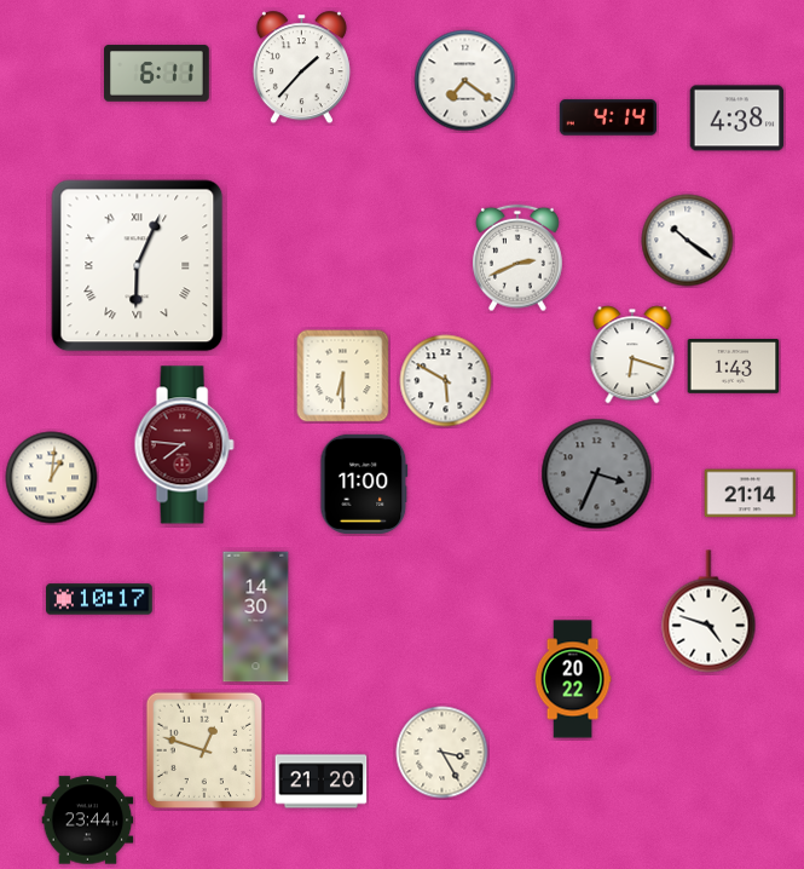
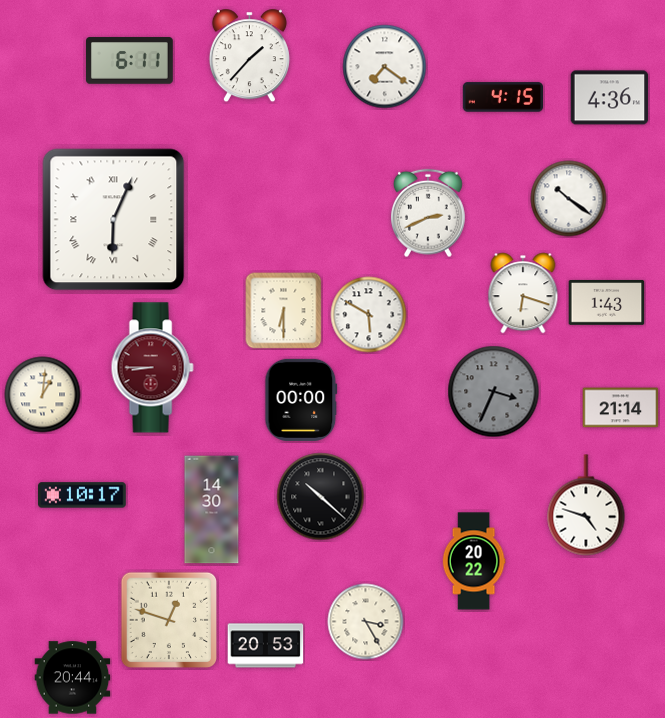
clock at (607, 117): 4:14 -> 4:15
clock at (738, 119): 4:38 -> 4:36
clock at (184, 445): 7:46 -> 8:45
clock at (364, 484): 11:00 -> 00:00
clock at (321, 497): none -> 10:22
clock at (322, 782): 21:20 -> 20:53
clock at (88, 821): 23:44 -> 20:44
